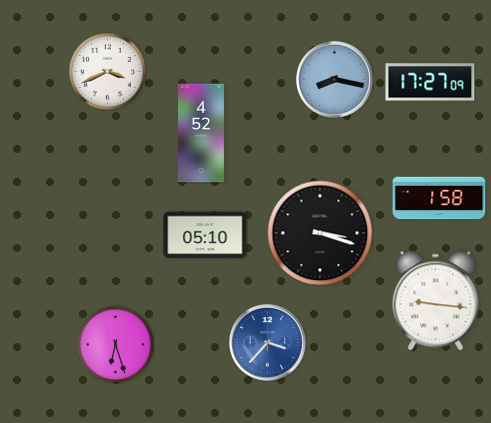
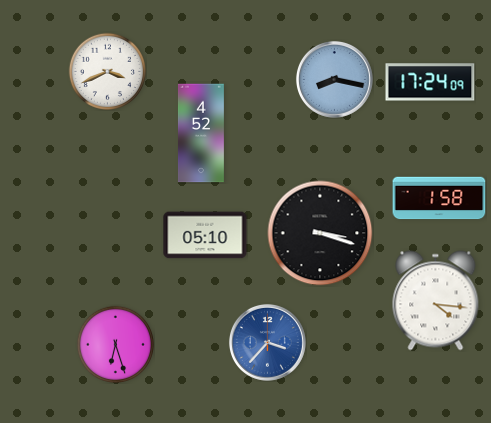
clock at (430, 82): 17:27 -> 17:24
clock at (436, 301): 9:16 -> 4:16
